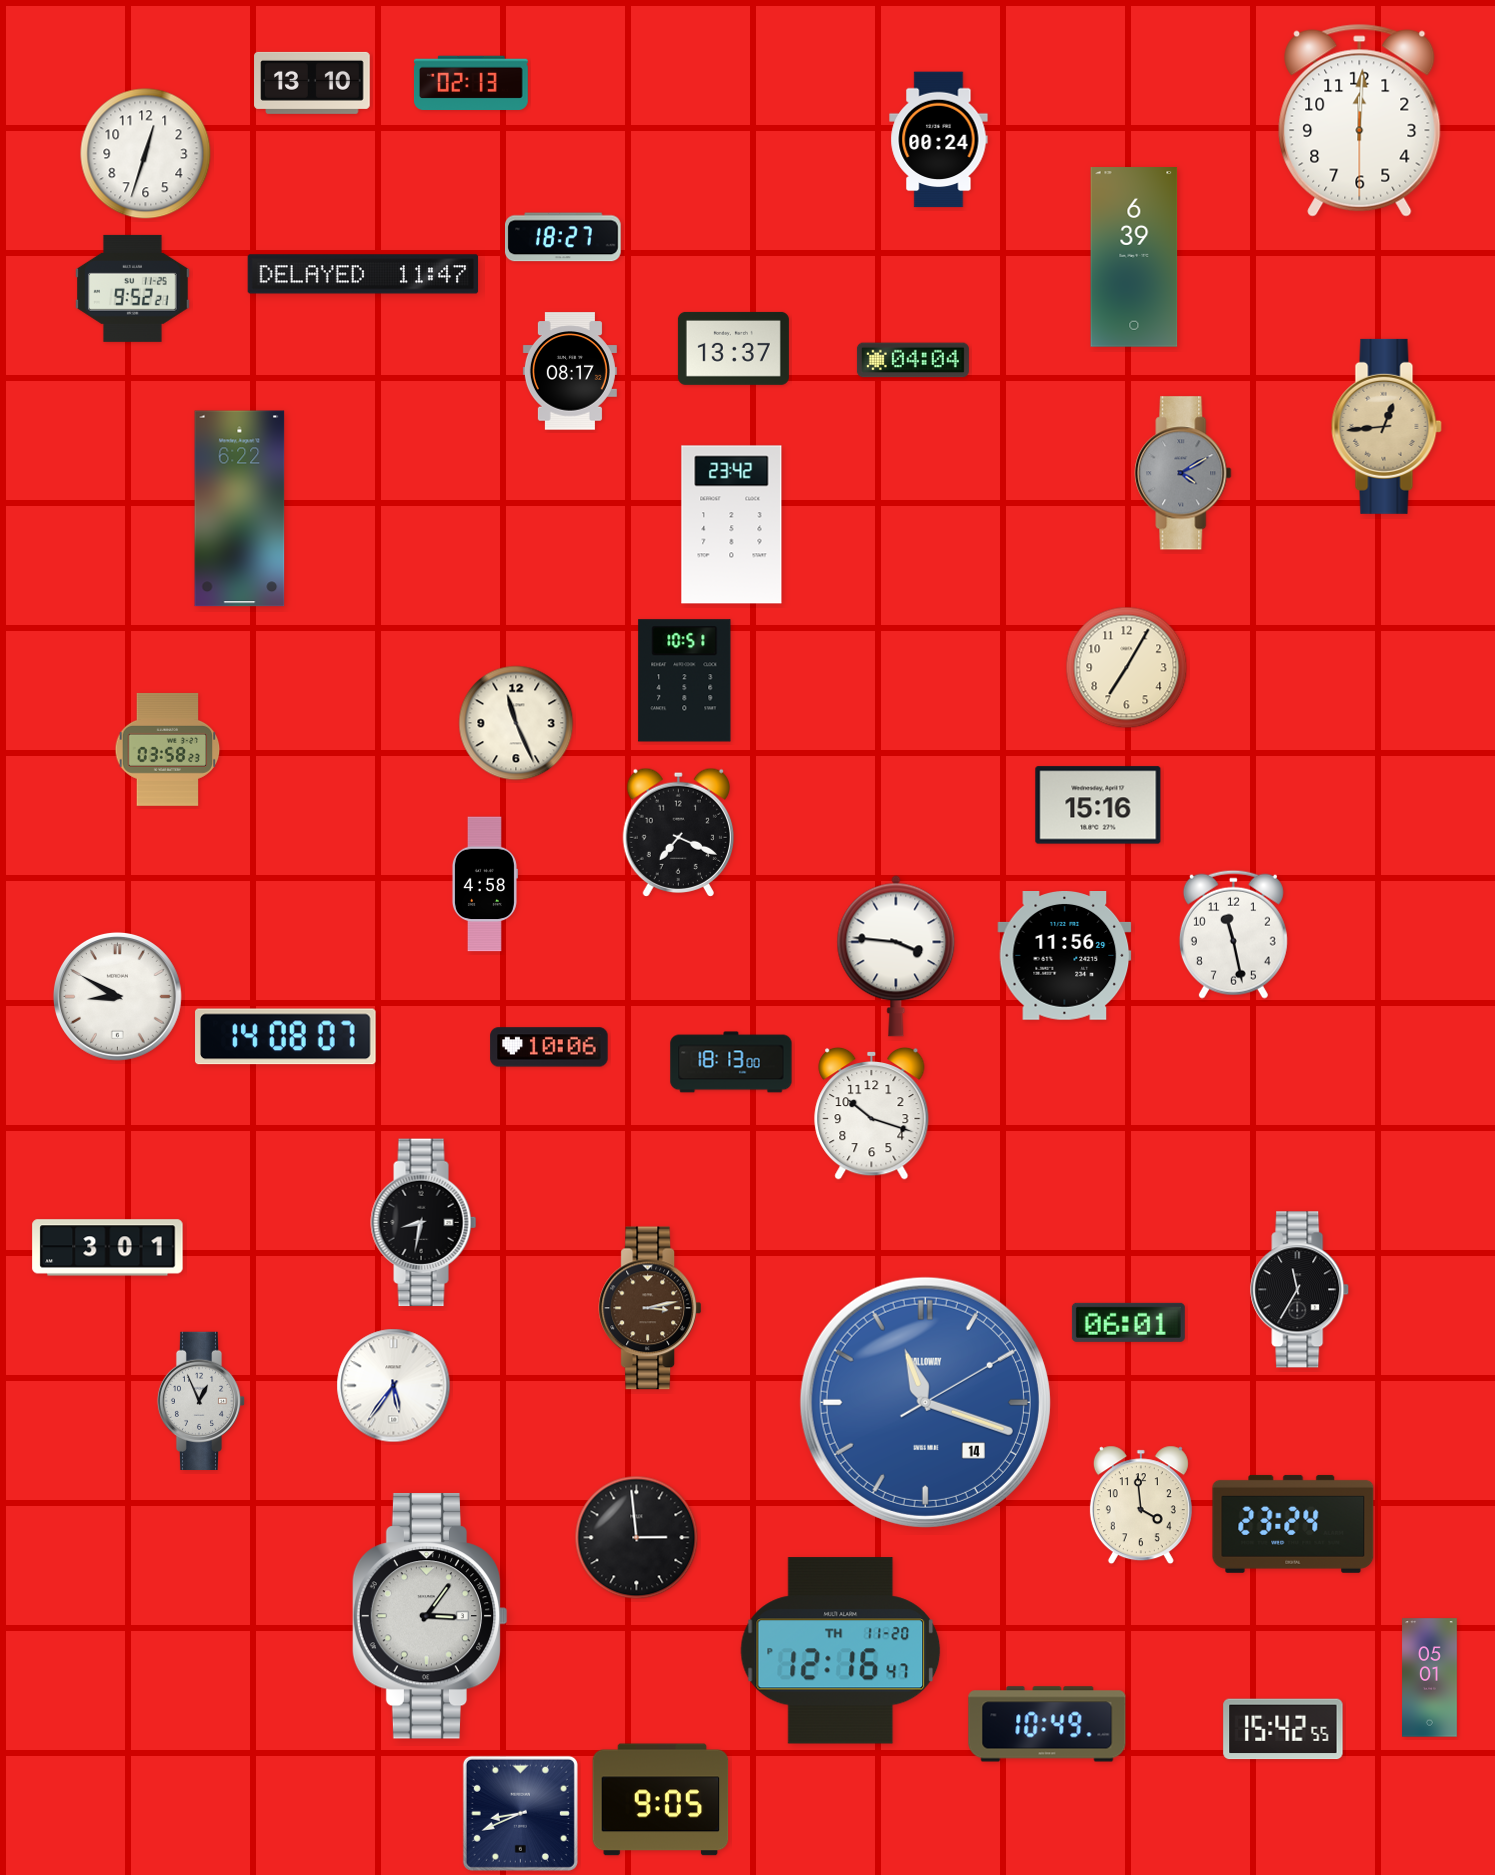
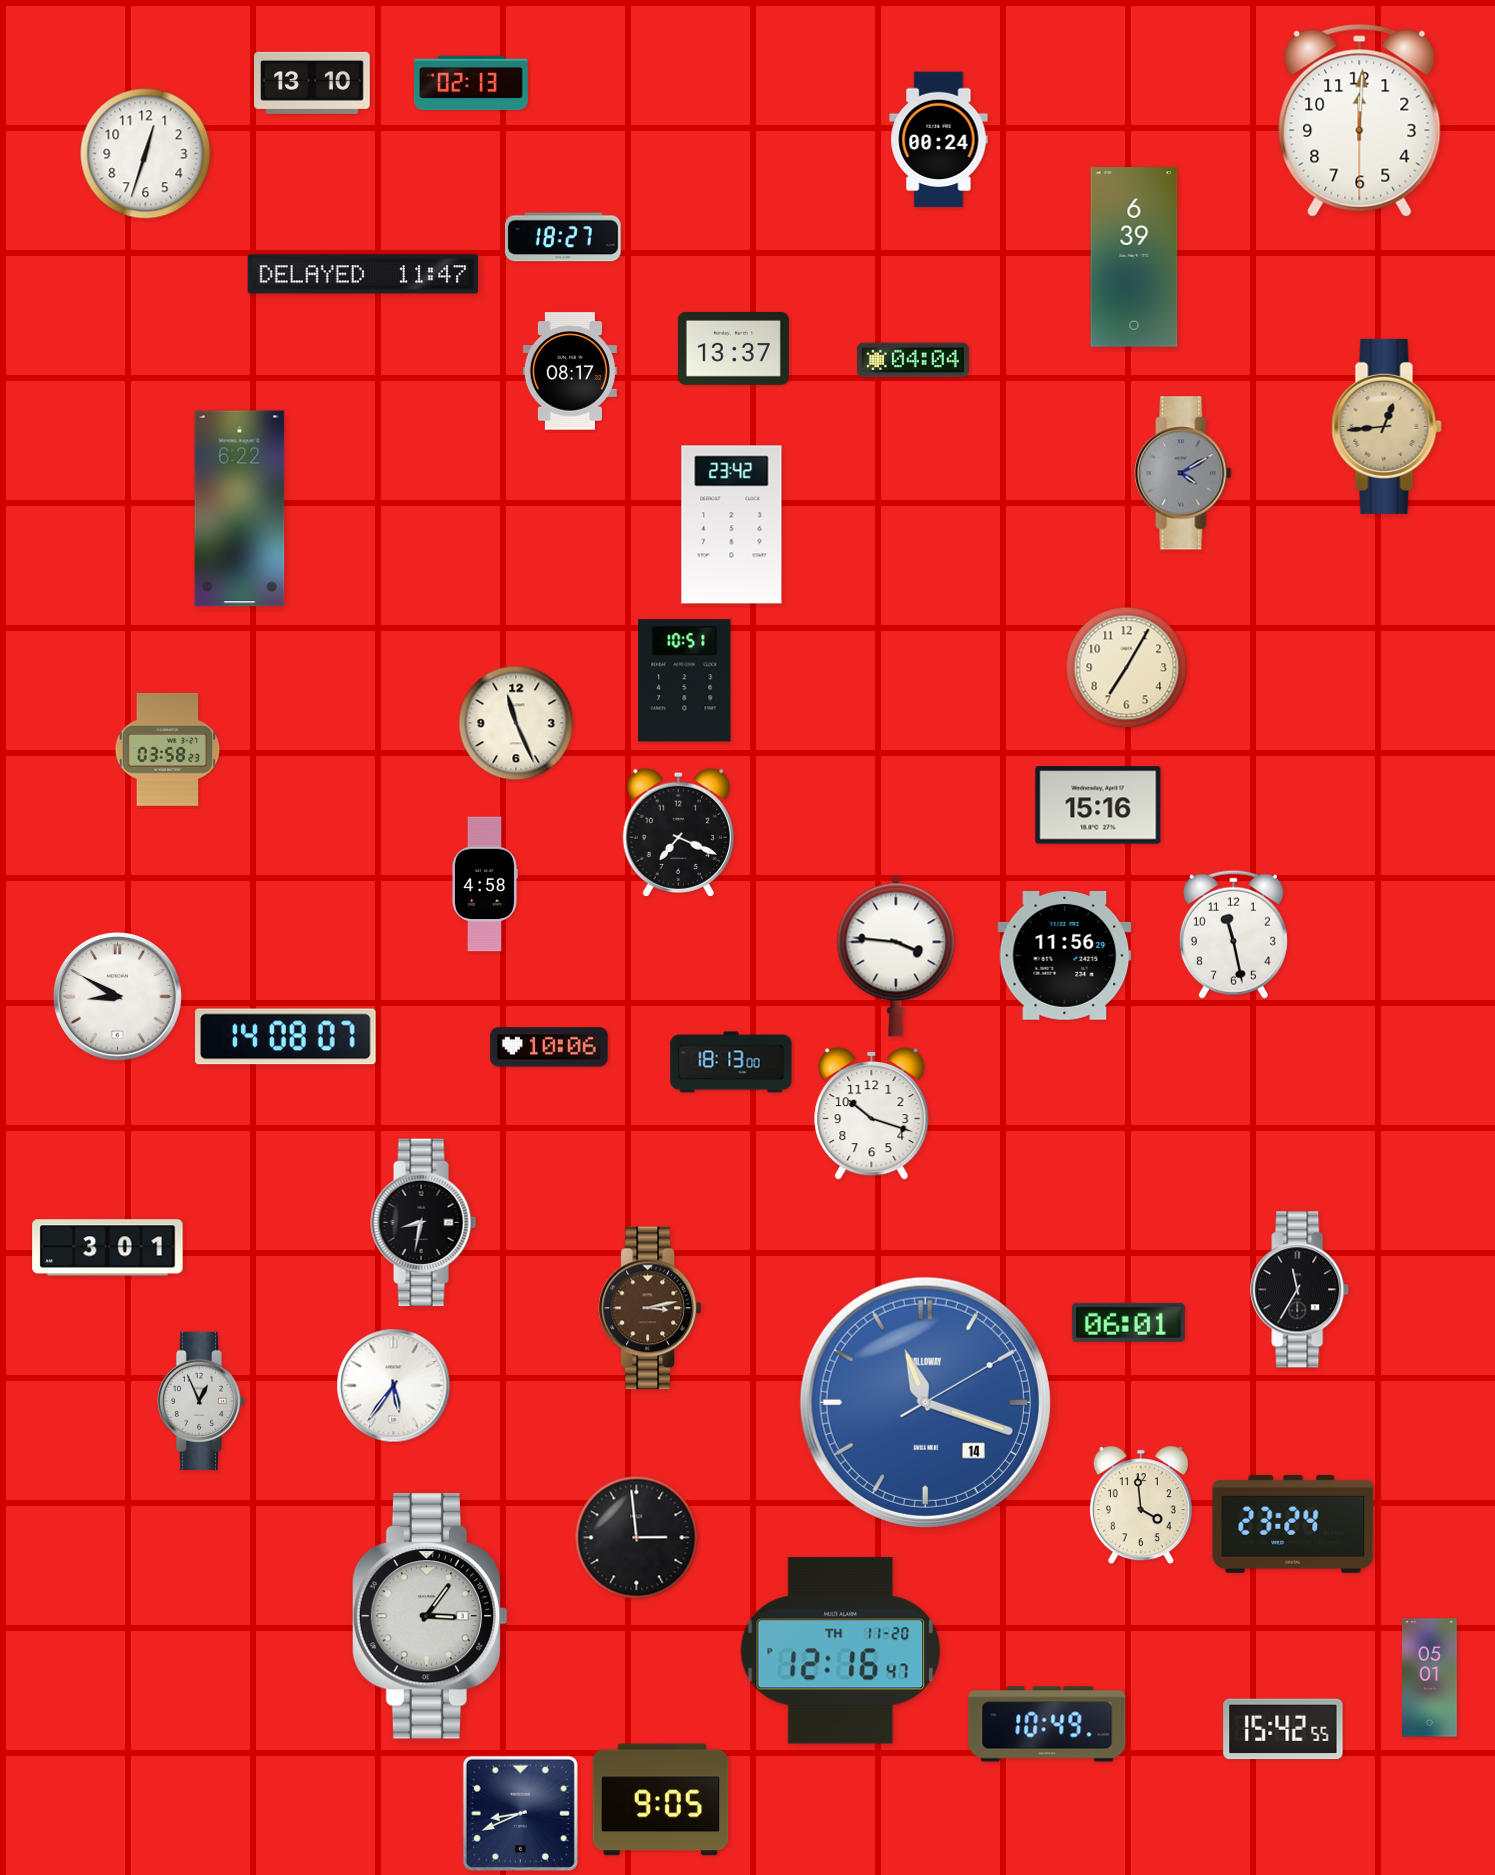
clock at (133, 288): 9:52 -> none
